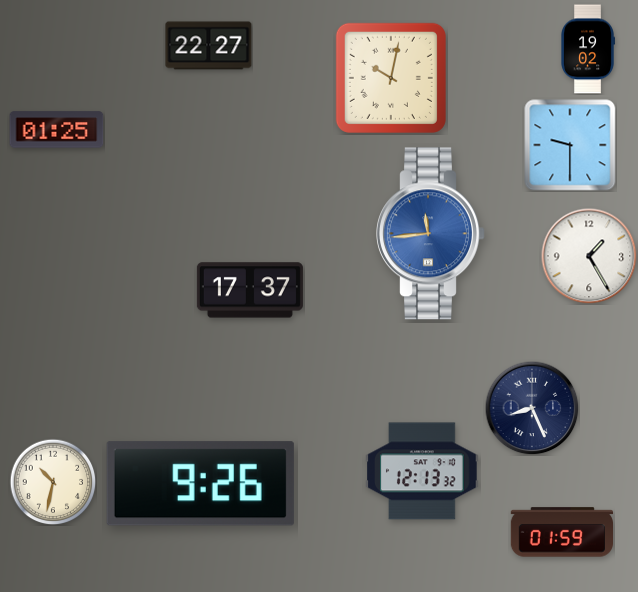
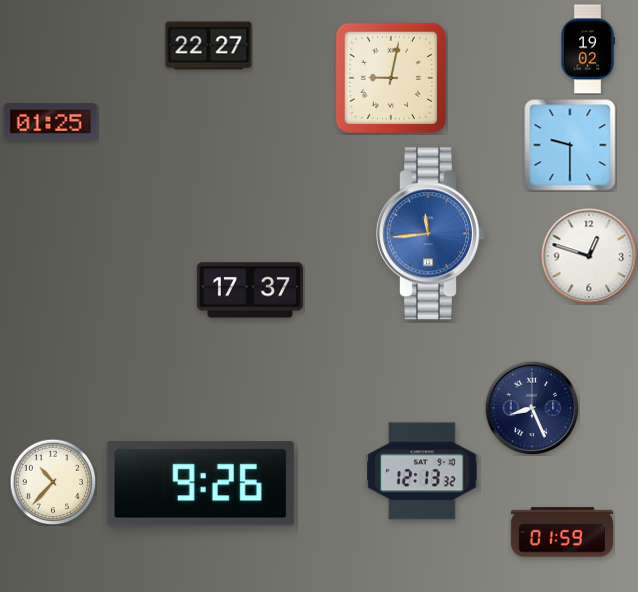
clock at (391, 78): 10:02 -> 9:02
clock at (57, 130) position: (57, 130) -> (51, 122)
clock at (589, 256): 1:25 -> 12:48
clock at (53, 482): 10:32 -> 10:37
